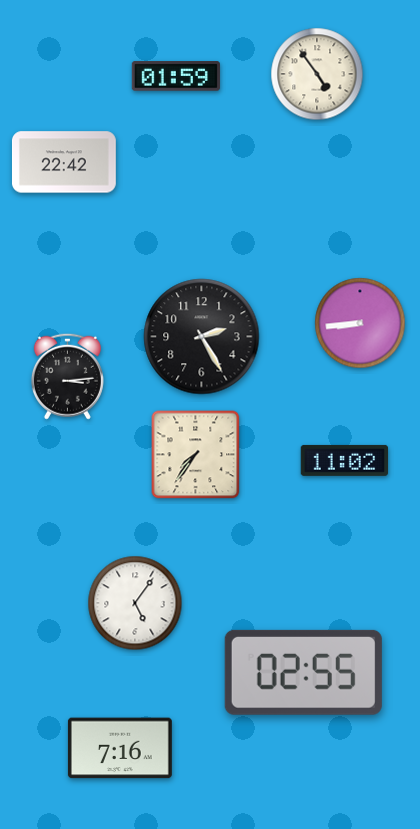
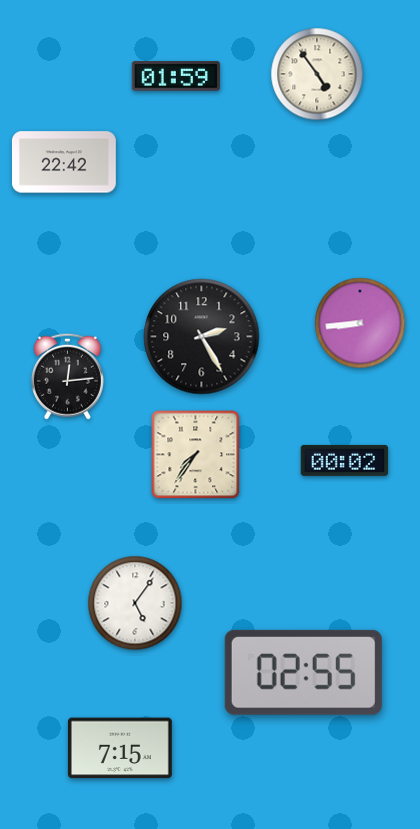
clock at (67, 376): 3:14 -> 12:14
clock at (345, 460): 11:02 -> 00:02
clock at (120, 748): 7:16 -> 7:15
